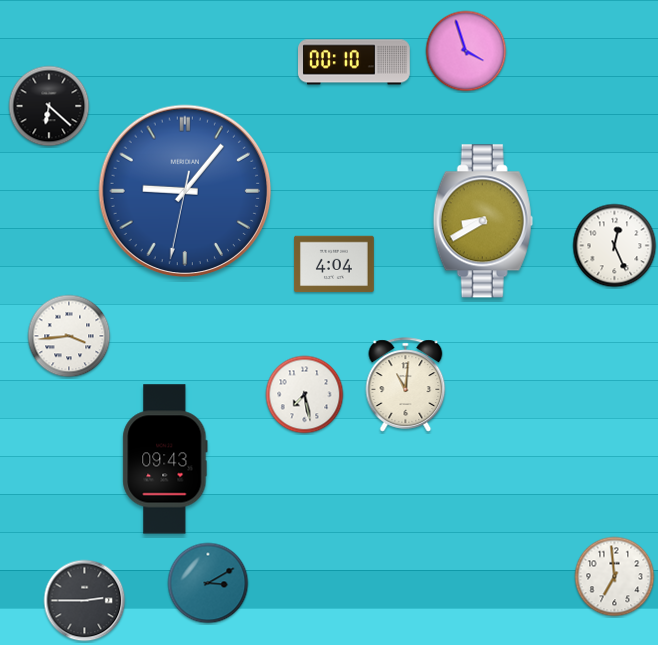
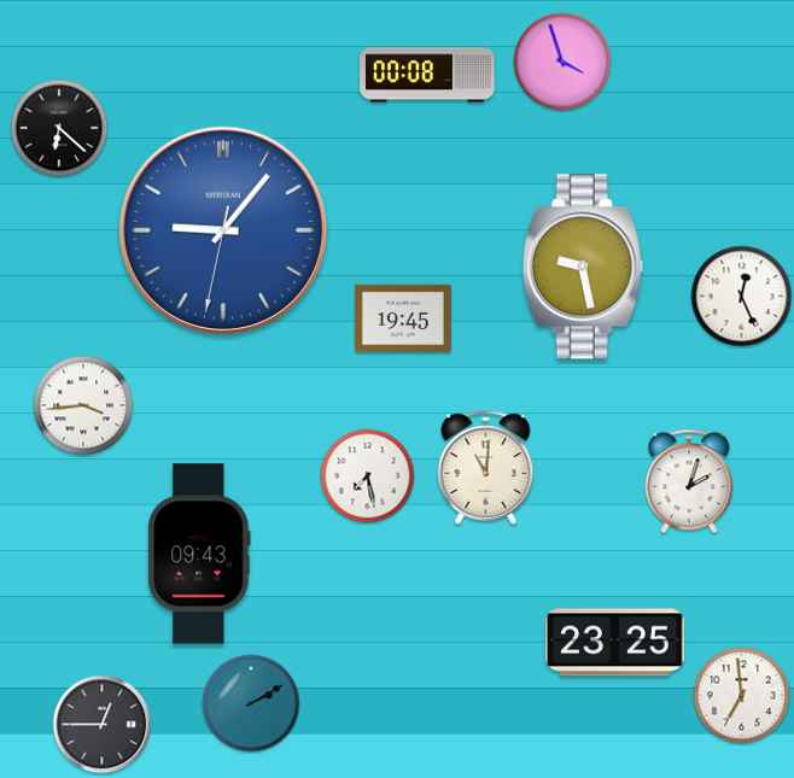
clock at (355, 62): 00:10 -> 00:08
clock at (483, 221): 8:40 -> 9:28
clock at (335, 264): 4:04 -> 19:45
clock at (406, 385) position: (406, 385) -> (486, 468)
clock at (689, 481): none -> 2:03
clock at (615, 643): none -> 23:25
clock at (208, 583): 3:10 -> 2:10
clock at (85, 601): 2:45 -> 12:45
